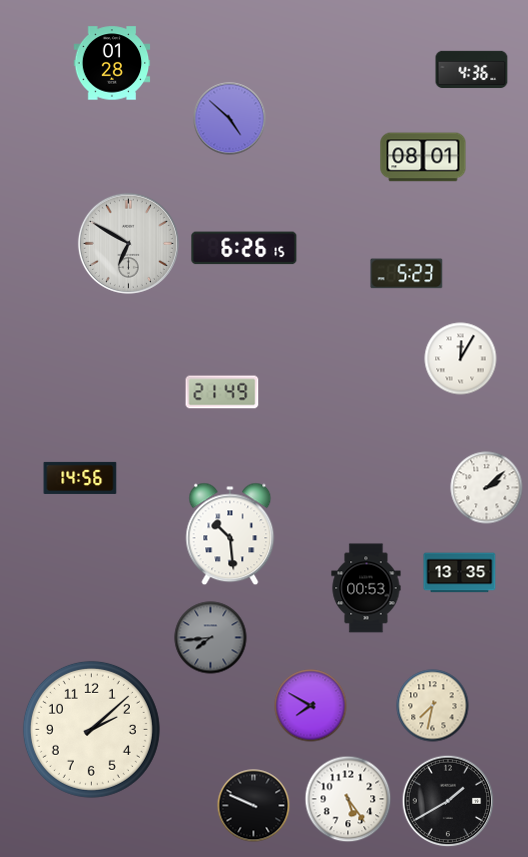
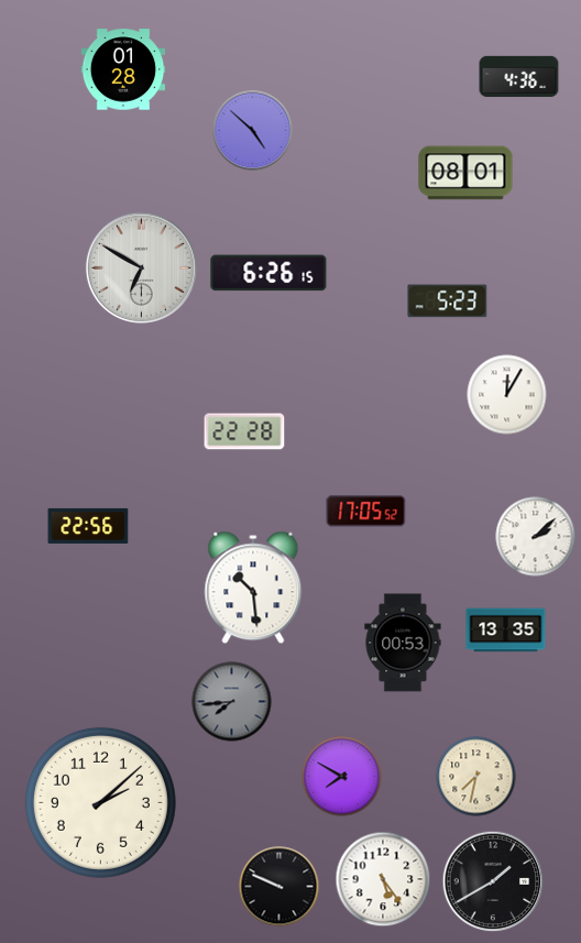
clock at (222, 392): 21:49 -> 22:28
clock at (366, 512): none -> 17:05
clock at (80, 478): 14:56 -> 22:56
clock at (366, 588) position: (366, 588) -> (403, 643)
